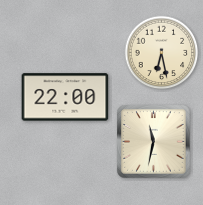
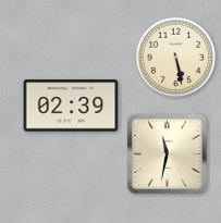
clock at (162, 53): 6:28 -> 5:28
clock at (65, 97): 22:00 -> 02:39
